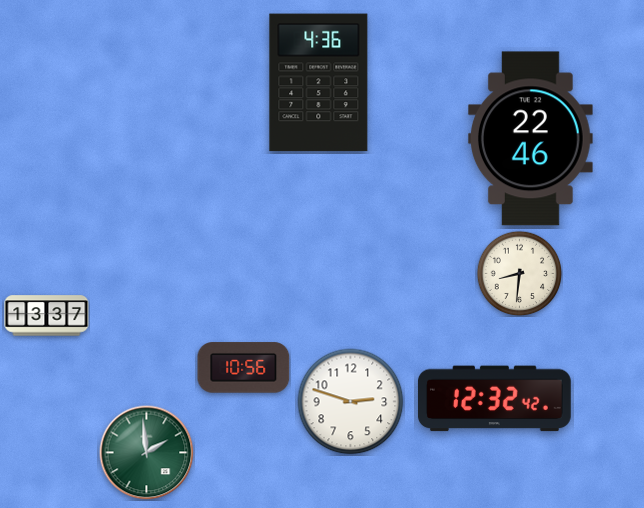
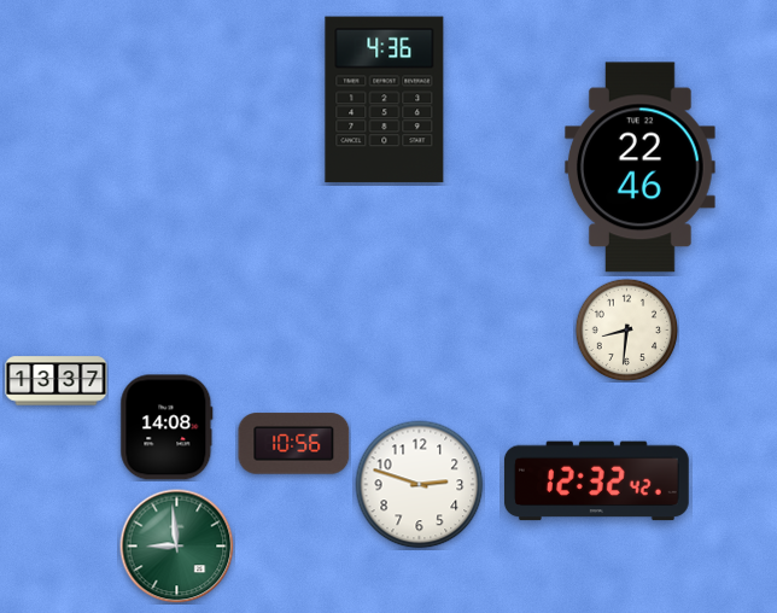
clock at (166, 427): none -> 14:08
clock at (351, 402) position: (351, 402) -> (420, 485)
clock at (146, 452): 1:59 -> 8:59
